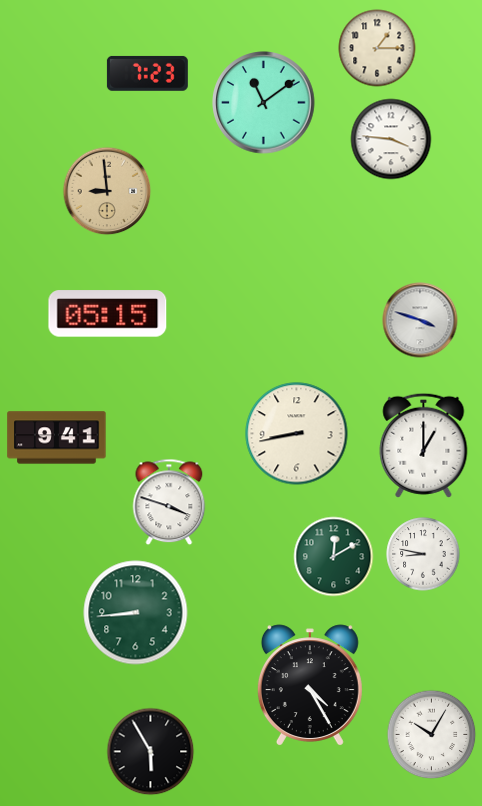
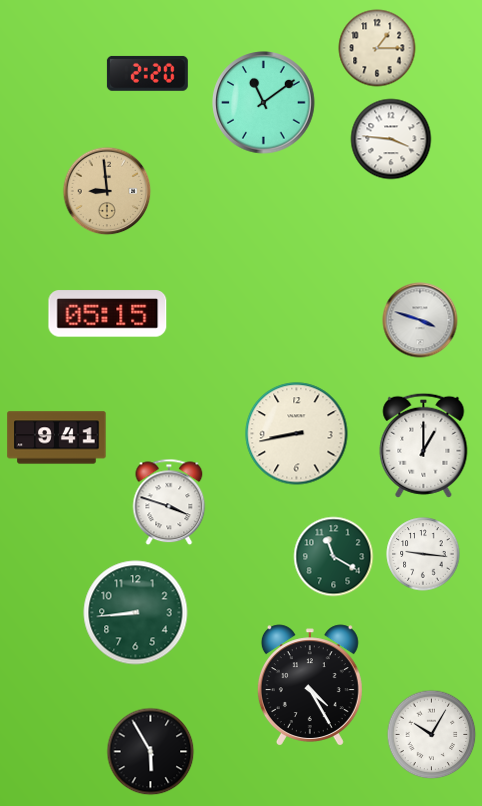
clock at (147, 73): 7:23 -> 2:20
clock at (423, 554): 8:47 -> 9:16
clock at (334, 557): 12:10 -> 11:20
